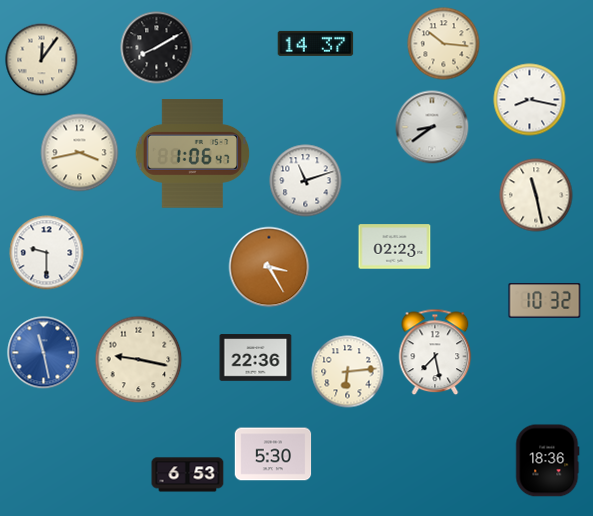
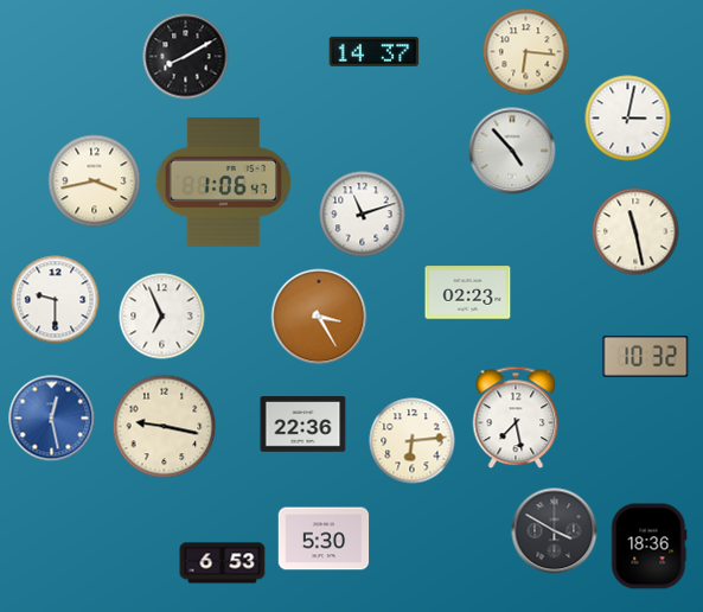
clock at (444, 44): 10:16 -> 6:16
clock at (42, 60): 12:06 -> none
clock at (530, 100): 8:17 -> 3:02
clock at (432, 127): 8:39 -> 4:53
clock at (193, 154) position: (193, 154) -> (224, 183)
clock at (162, 317): none -> 6:56
clock at (44, 353): 11:28 -> 12:28
clock at (555, 531): none -> 3:50
